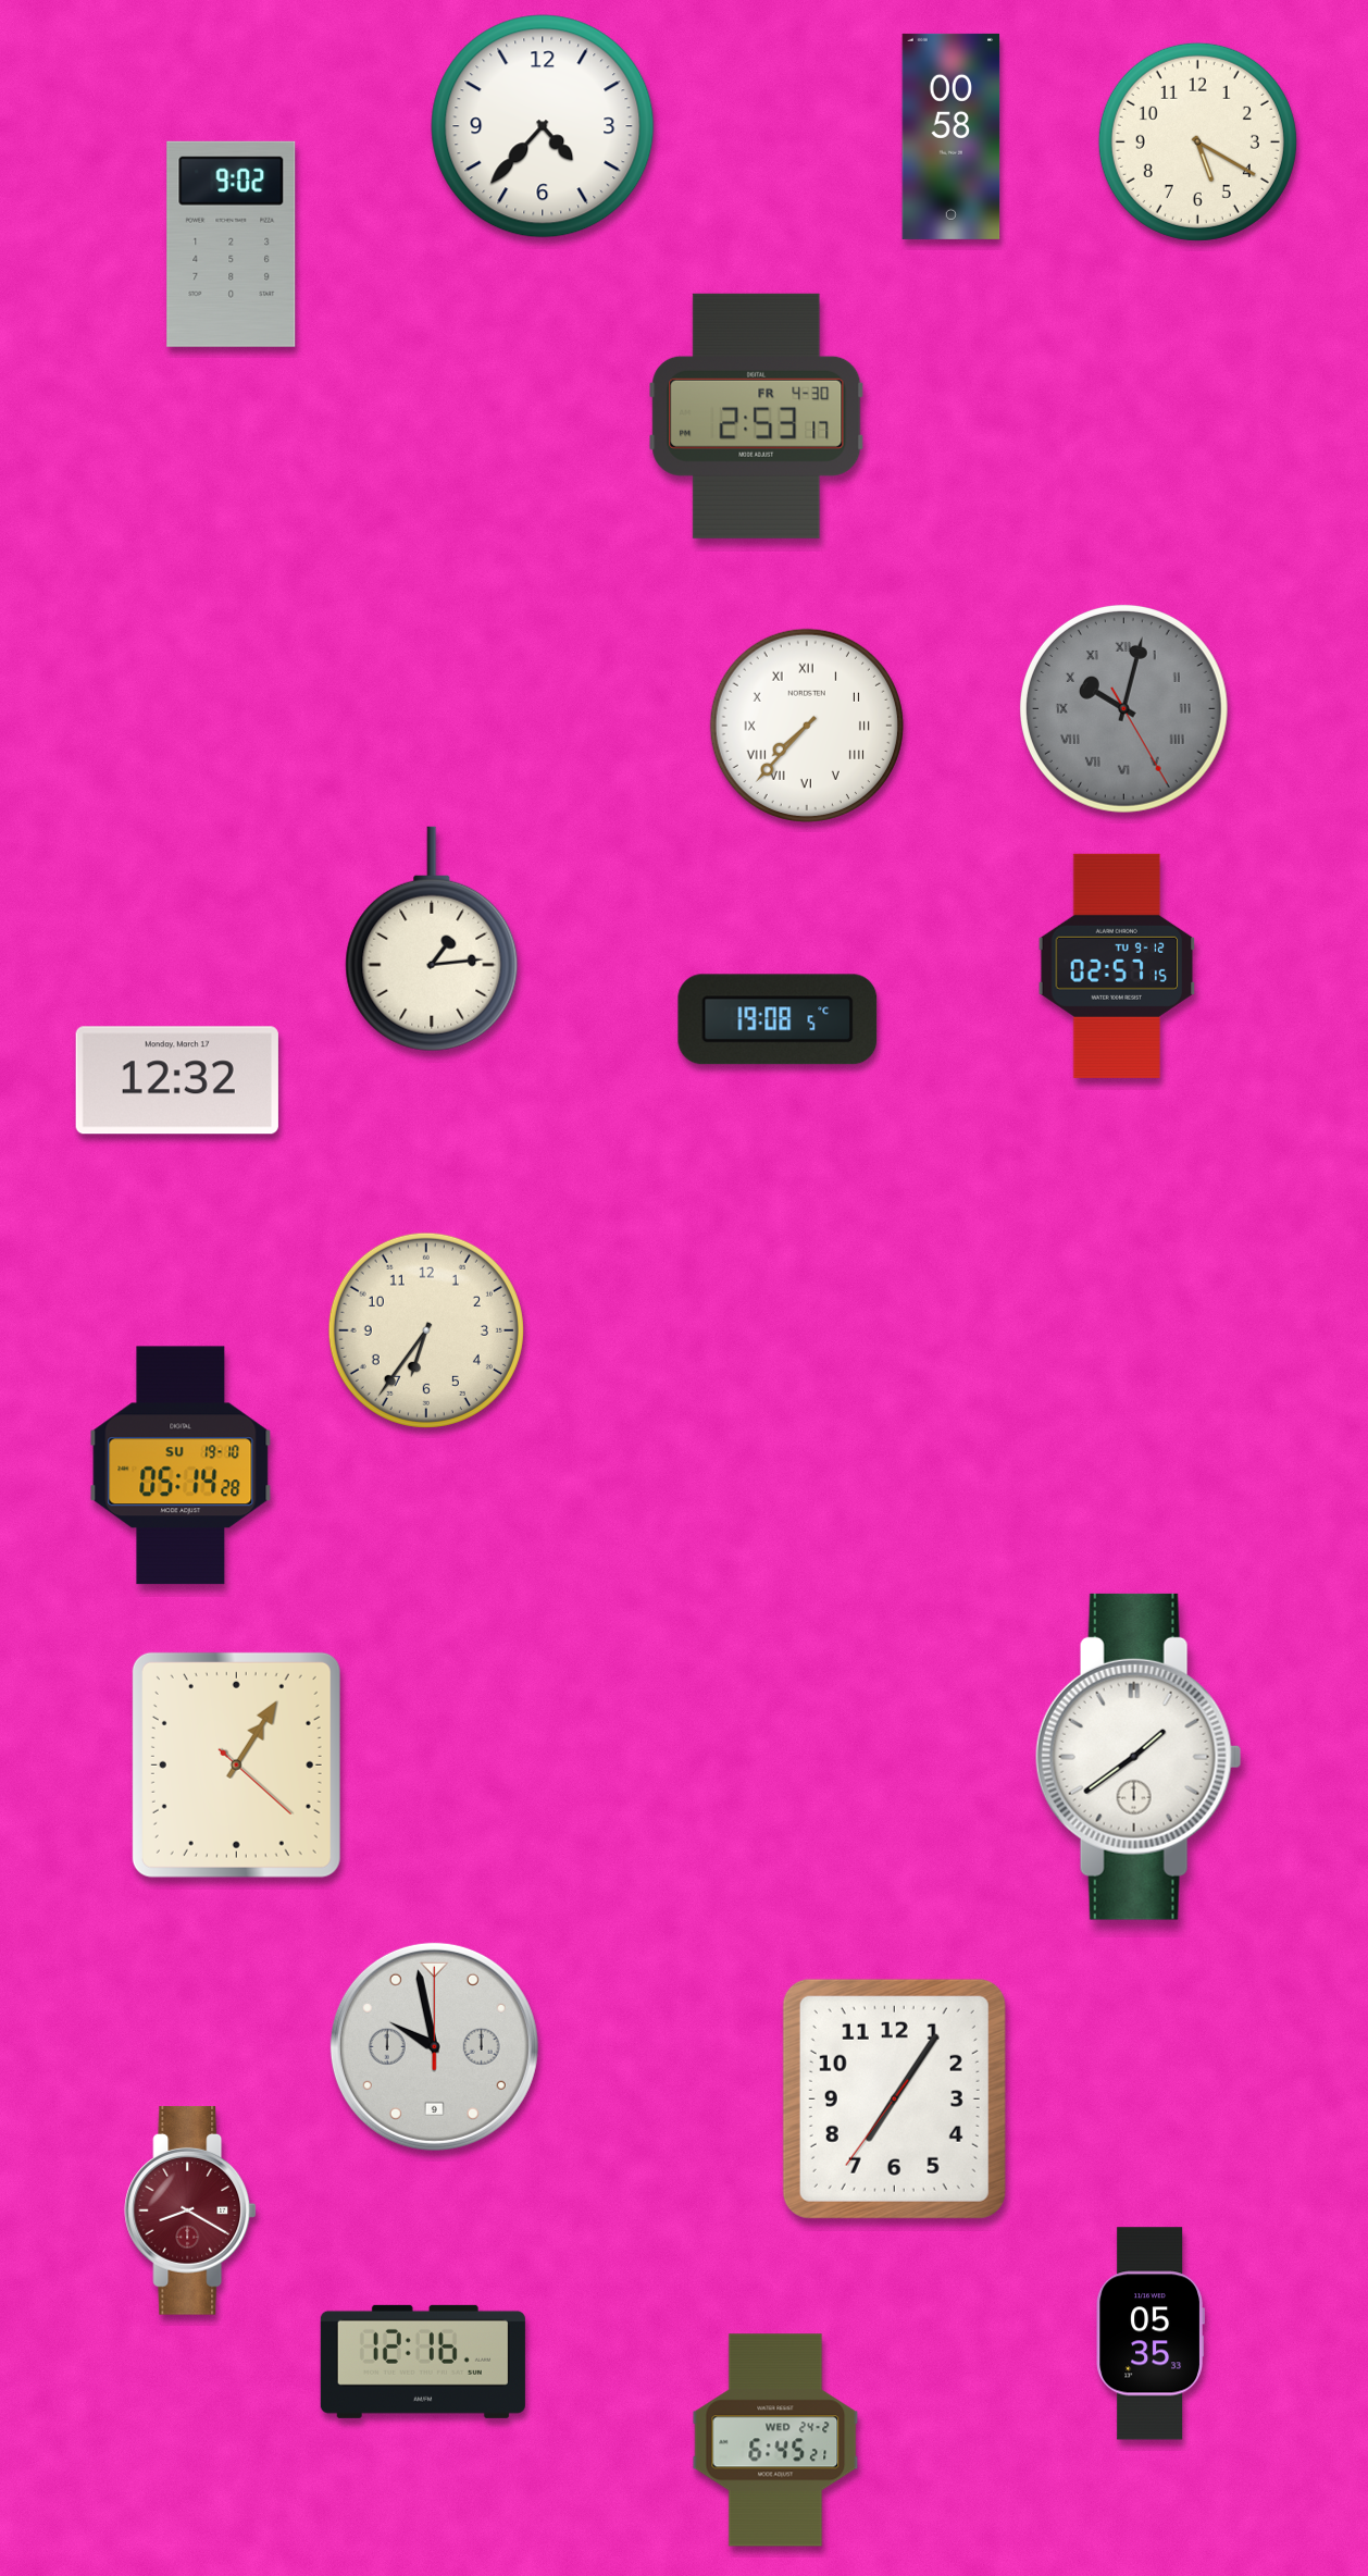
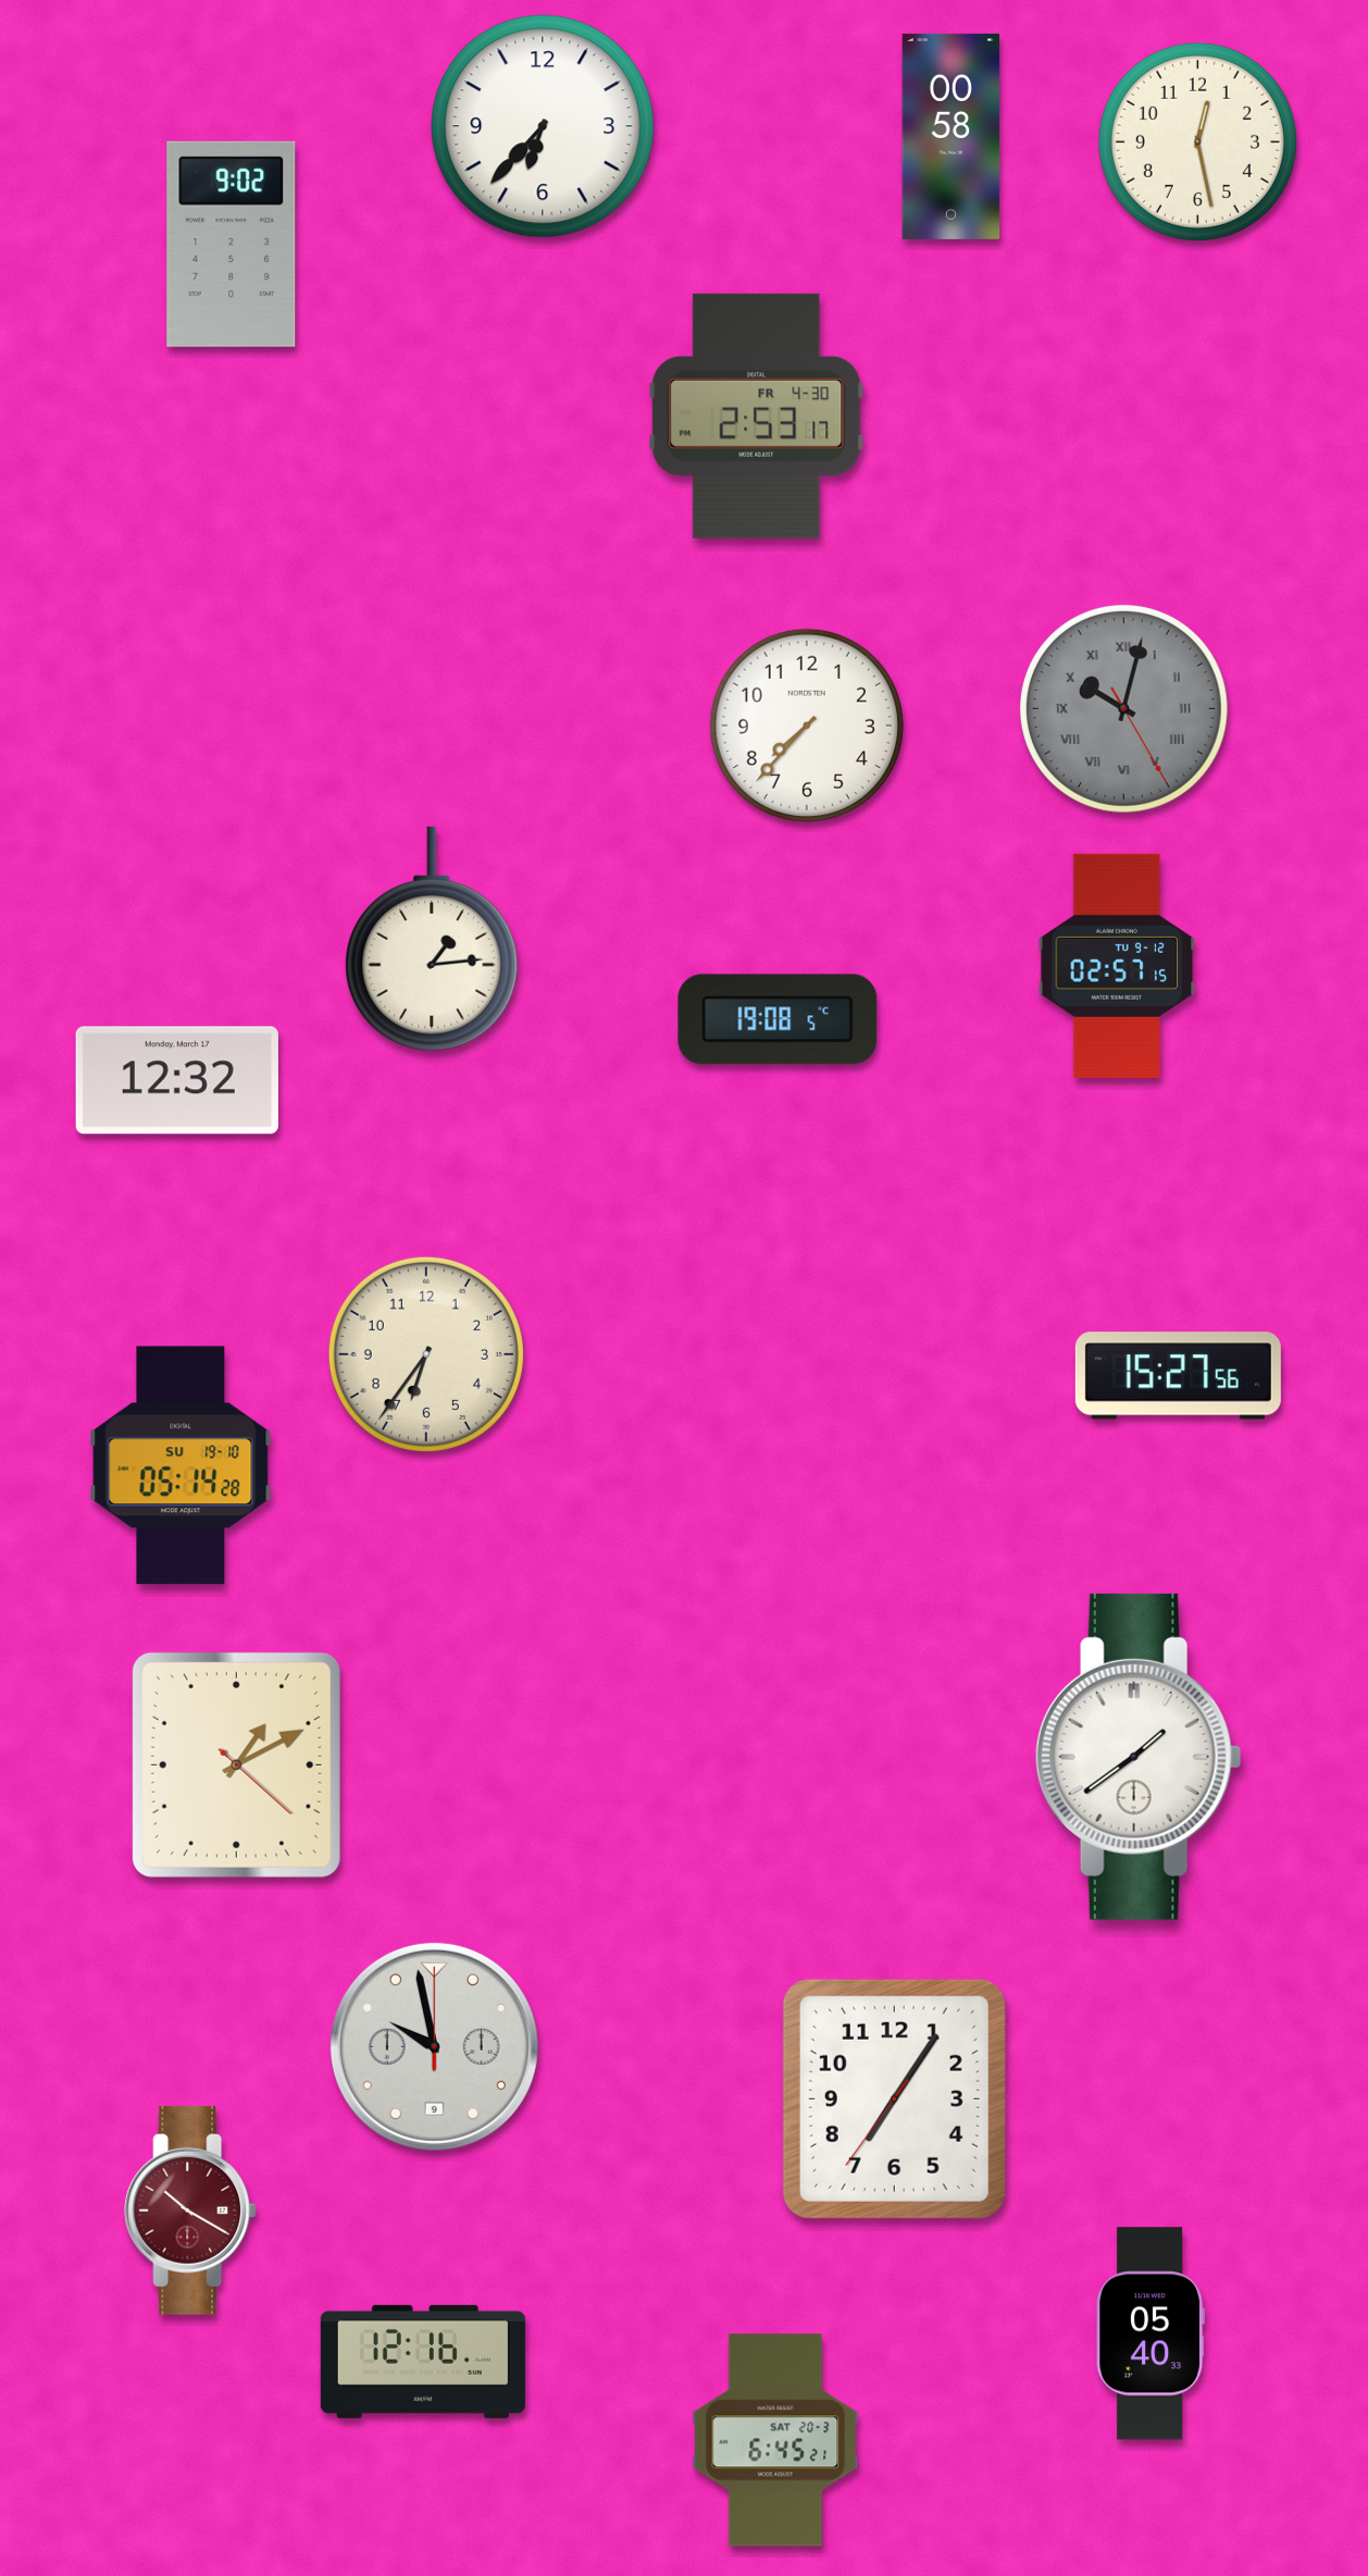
clock at (543, 126): 4:37 -> 6:37
clock at (1197, 141): 5:20 -> 12:28
clock at (807, 726) numerals: Roman -> Arabic
clock at (426, 1330) position: (426, 1330) -> (426, 1354)
clock at (1178, 1376): none -> 15:27
clock at (236, 1764): 1:05 -> 1:10
clock at (190, 2210): 8:20 -> 10:20
clock at (1149, 2333): 05:35 -> 05:40
clock at (775, 2440) date: WED 24-2 -> SAT 20-3
